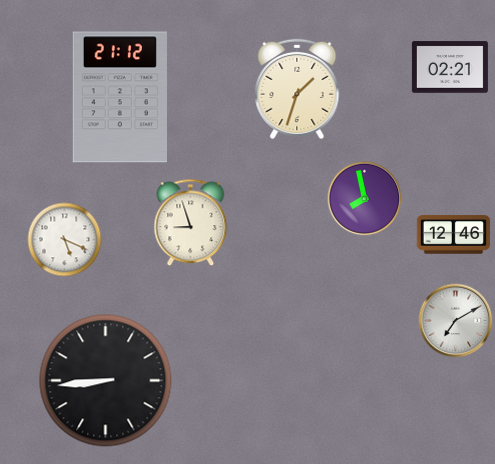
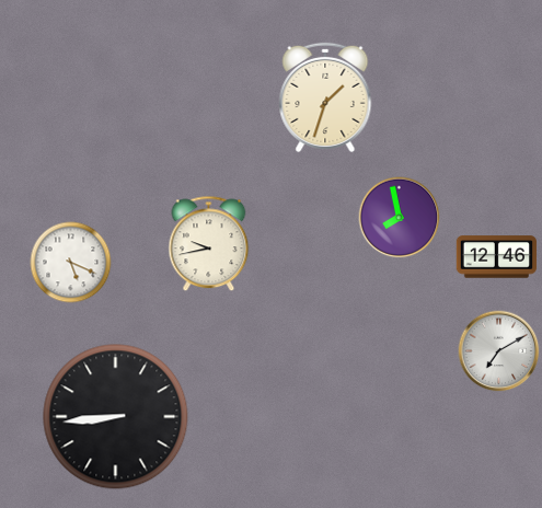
clock at (450, 67): 02:21 -> none
clock at (120, 97): 21:12 -> none
clock at (191, 223): 8:57 -> 9:43
